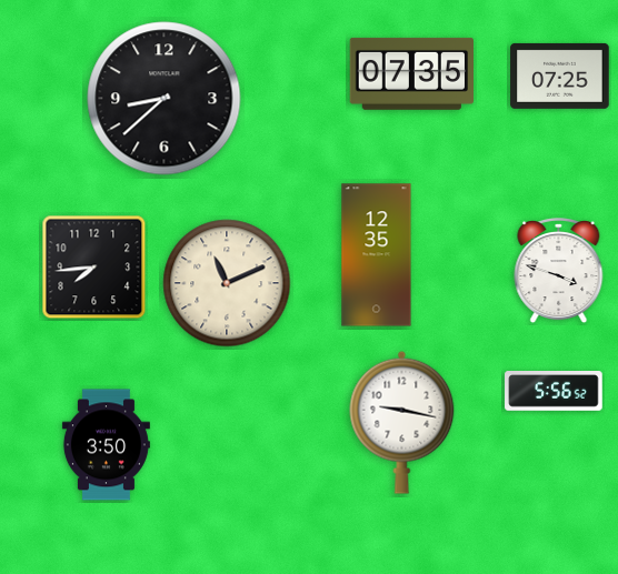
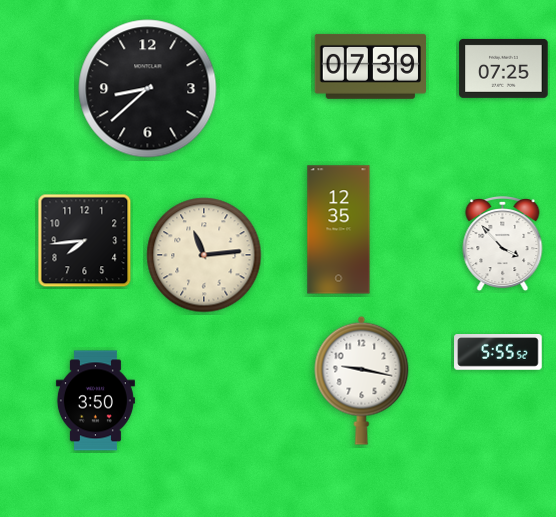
clock at (411, 73): 07:35 -> 07:39
clock at (559, 272): 3:48 -> 3:53
clock at (227, 283): 11:11 -> 11:14
clock at (554, 391): 5:56 -> 5:55
